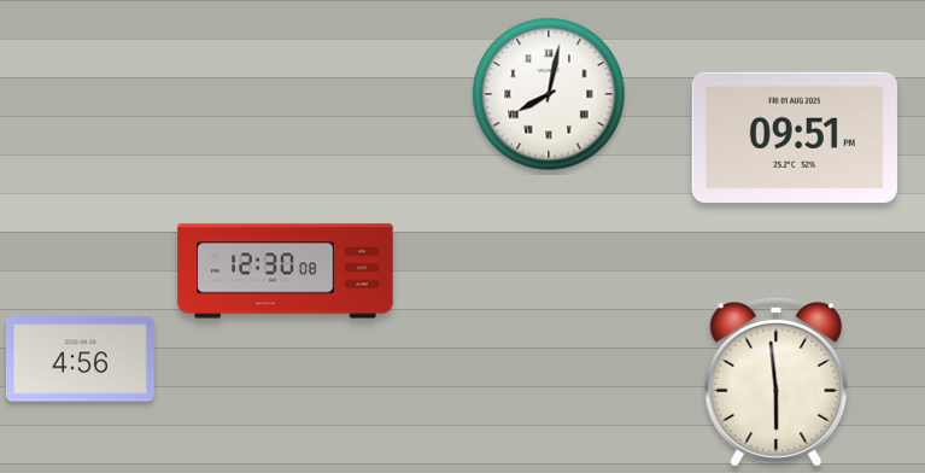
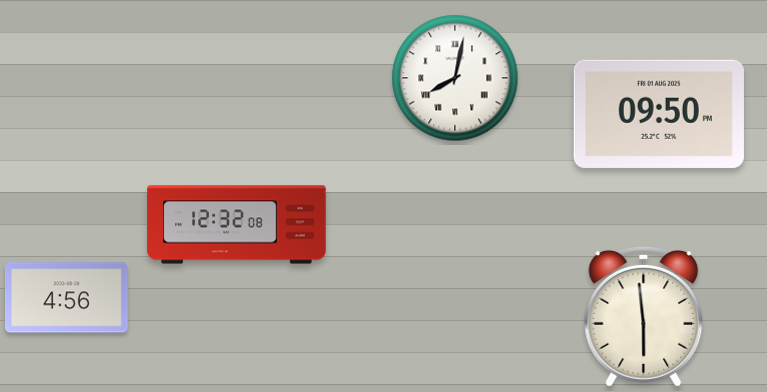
clock at (795, 138): 09:51 -> 09:50
clock at (286, 271): 12:30 -> 12:32
